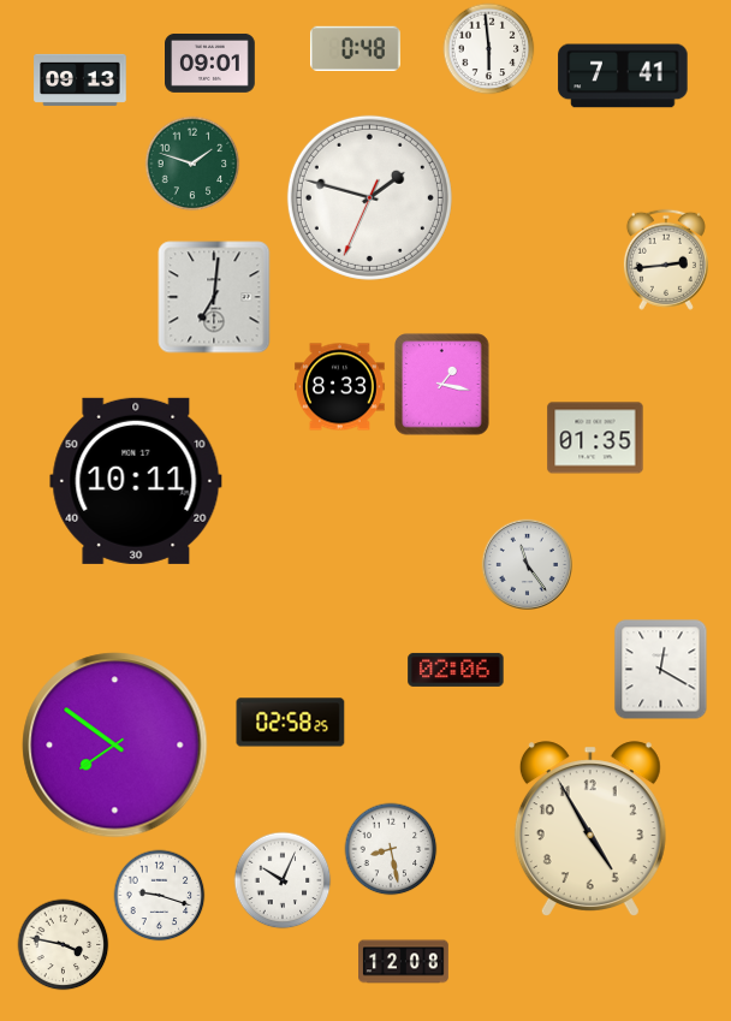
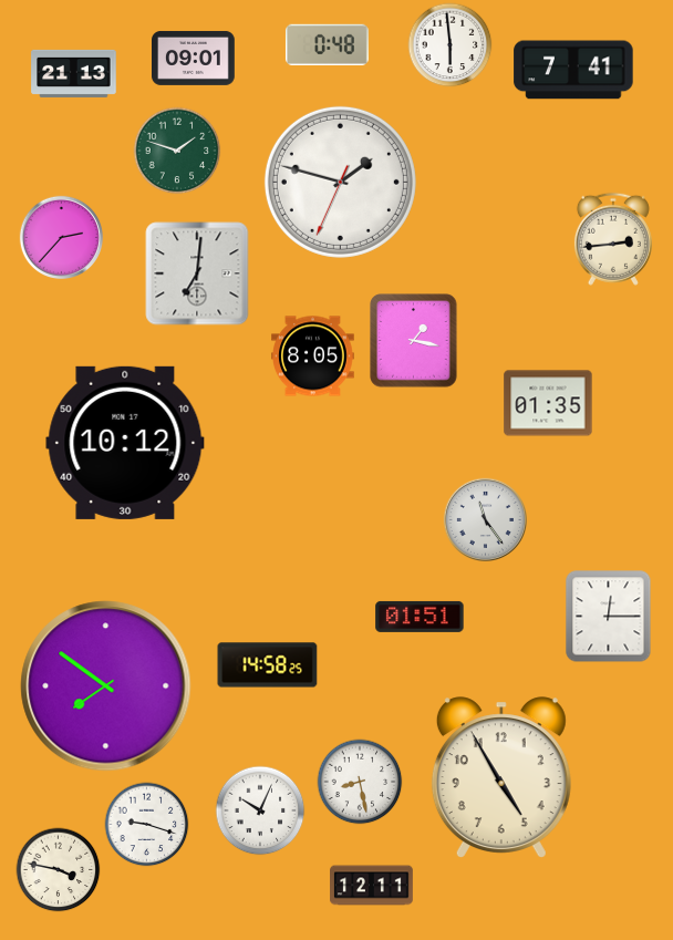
clock at (81, 79): 09:13 -> 21:13
clock at (61, 237): none -> 2:37
clock at (442, 385) position: (442, 385) -> (414, 341)
clock at (340, 387): 8:33 -> 8:05
clock at (136, 481): 10:11 -> 10:12
clock at (456, 670): 02:06 -> 01:51
clock at (661, 670): 12:20 -> 12:15
clock at (291, 723): 02:58 -> 14:58
clock at (590, 829) position: (590, 829) -> (501, 777)
clock at (404, 962): 12:08 -> 12:11
